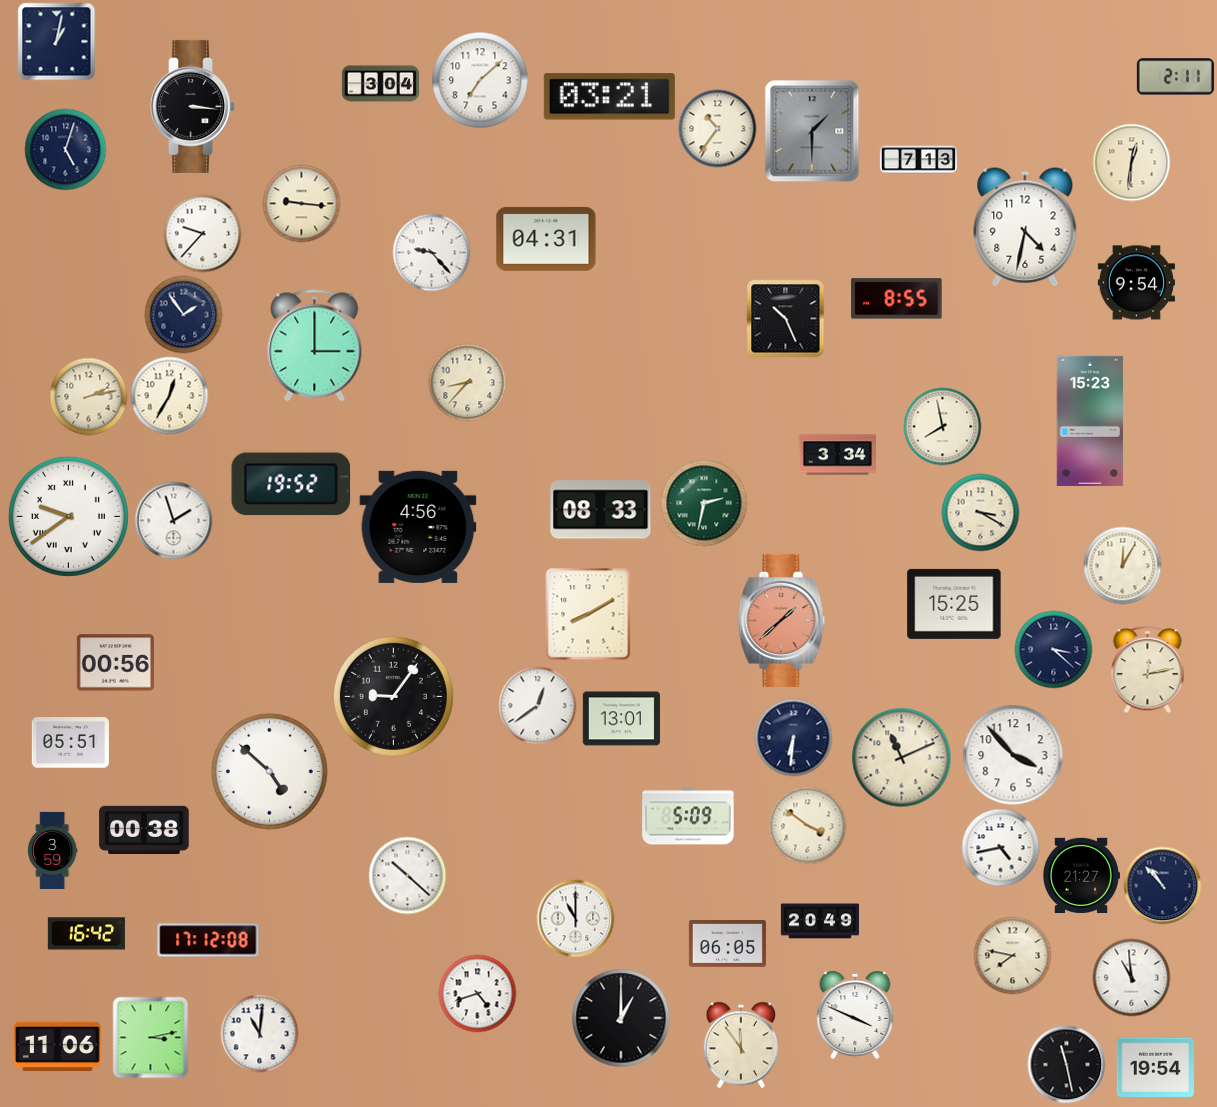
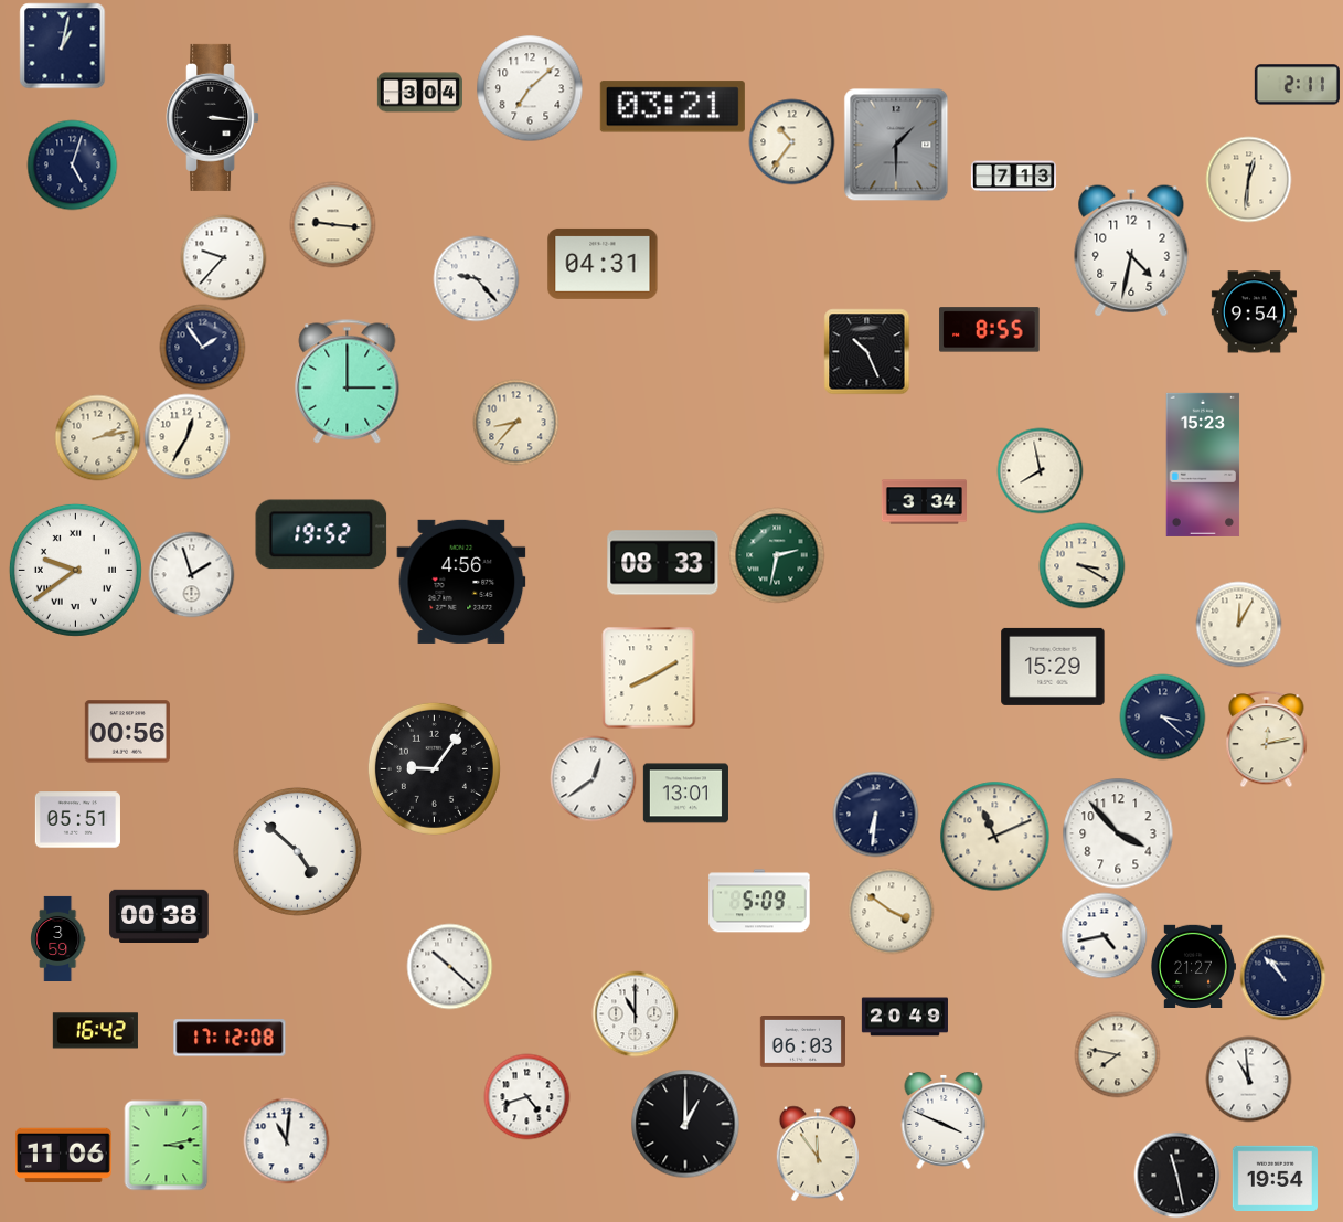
clock at (954, 604): 15:25 -> 15:29
clock at (782, 620): 1:38 -> none
clock at (727, 944): 06:05 -> 06:03
